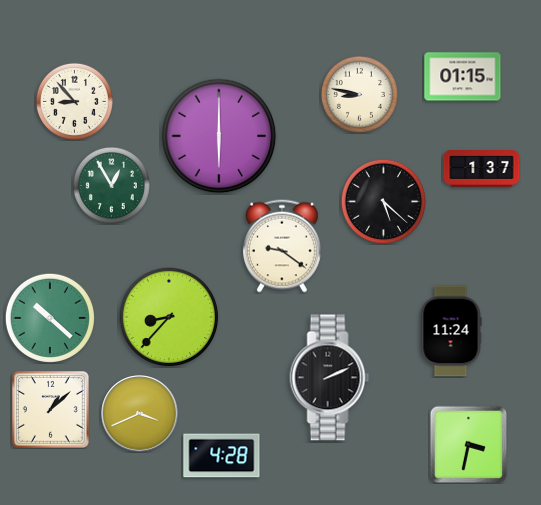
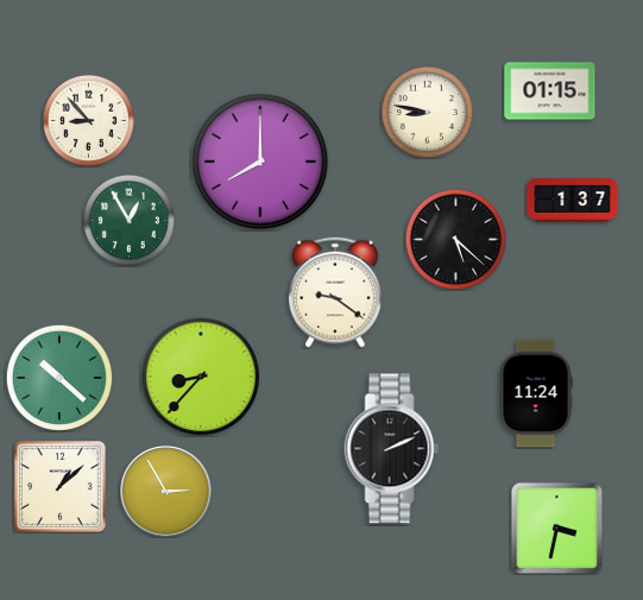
clock at (219, 136): 6:00 -> 8:00
clock at (111, 185) position: (111, 185) -> (128, 220)
clock at (140, 414): 3:41 -> 2:55
clock at (222, 456): 4:28 -> none
